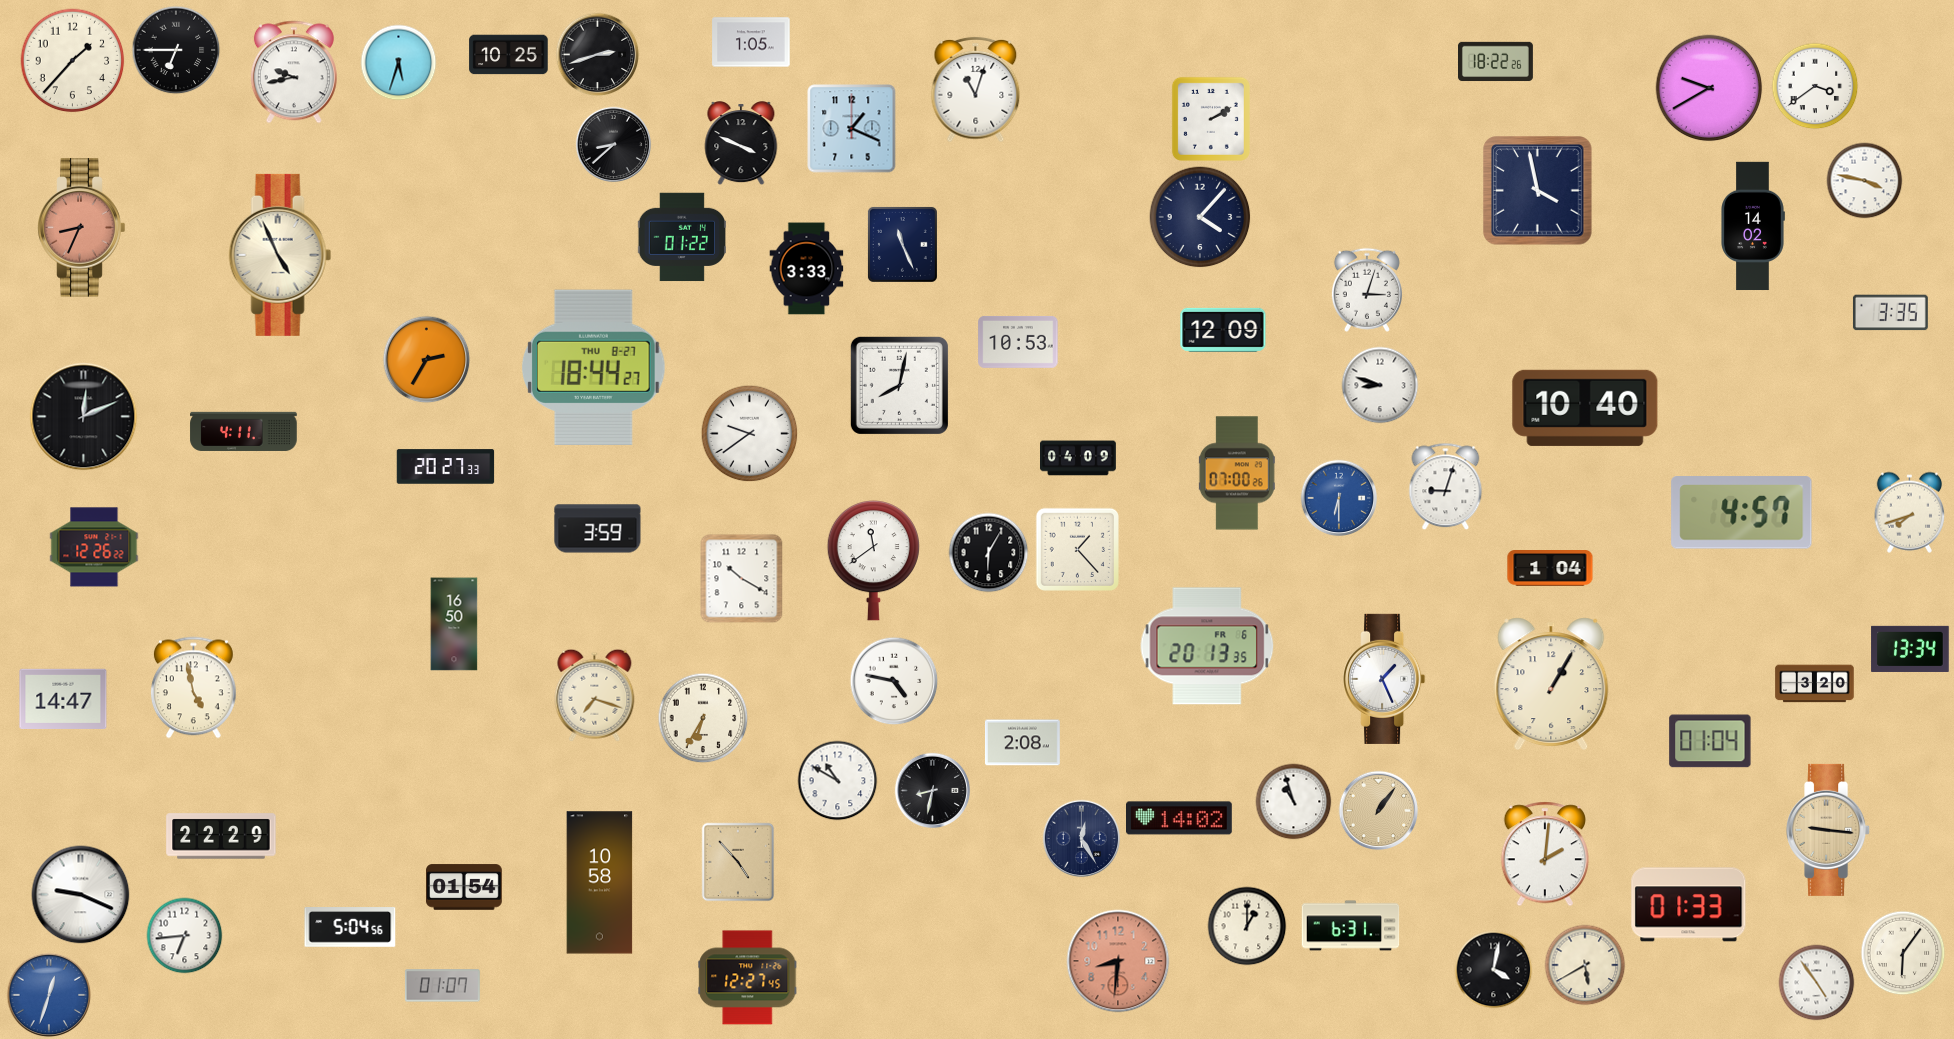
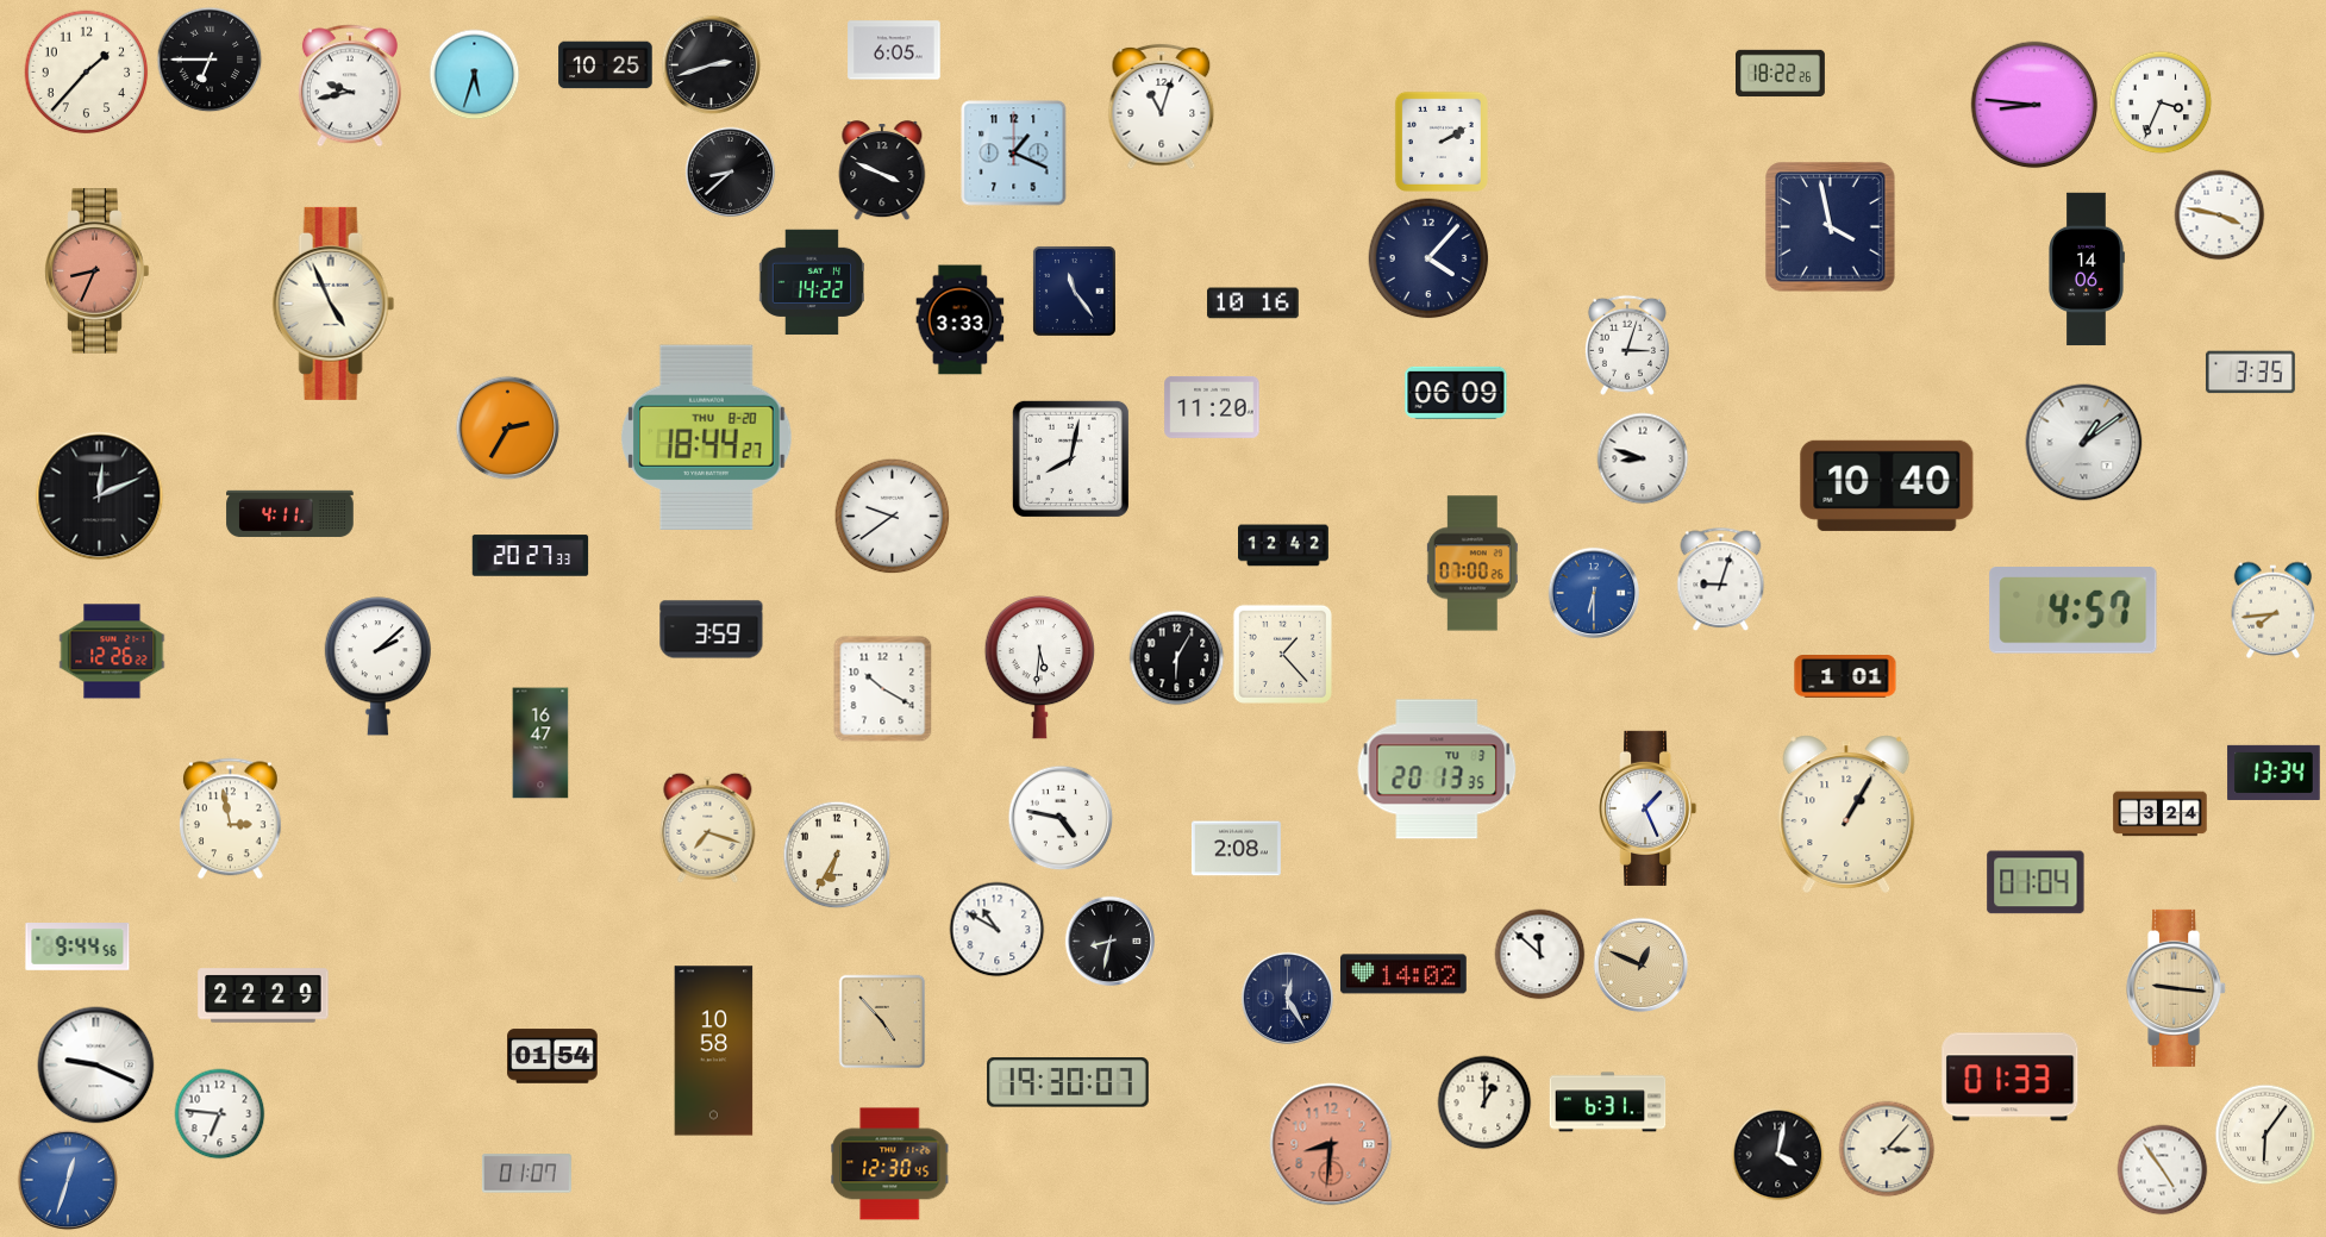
clock at (751, 42): 1:05 -> 6:05
clock at (1815, 86): 3:39 -> 3:34
clock at (1709, 88): 9:40 -> 8:46
clock at (1753, 226): 14:02 -> 14:06
clock at (681, 237): 01:22 -> 14:22
clock at (902, 244): 11:26 -> 11:24
clock at (1253, 304): none -> 10:16
clock at (1223, 330): 12:09 -> 06:09
clock at (1018, 342): 10:53 -> 11:20
clock at (594, 367) date: THU 8-27 -> THU 8-20
clock at (2084, 443): none -> 1:09
clock at (1078, 458): 04:09 -> 12:42
clock at (1910, 512): 7:42 -> 7:44
clock at (377, 667): none -> 2:08
clock at (873, 561): 11:39 -> 5:31
clock at (1550, 569): 1:04 -> 1:01
clock at (454, 624): 16:50 -> 16:47
clock at (1207, 646) date: FR 6 -> TU 3
clock at (894, 681) position: (894, 681) -> (1061, 818)
clock at (1815, 684): 3:20 -> 3:24
clock at (193, 688): 4:58 -> 2:58
clock at (63, 698): 14:47 -> none
clock at (1022, 743) position: (1022, 743) -> (1236, 849)
clock at (77, 948): none -> 9:44
clock at (1294, 802): 10:57 -> 11:52
clock at (1379, 811): 1:06 -> 12:49
clock at (1545, 854): 2:01 -> none
clock at (738, 862) position: (738, 862) -> (882, 1022)
clock at (1068, 1082): none -> 19:30
clock at (350, 927): 5:04 -> none
clock at (185, 936): 6:44 -> 6:46
clock at (1585, 965): 5:40 -> 3:07
clock at (748, 978): 12:27 -> 12:30
clock at (49, 995) position: (49, 995) -> (68, 1180)
